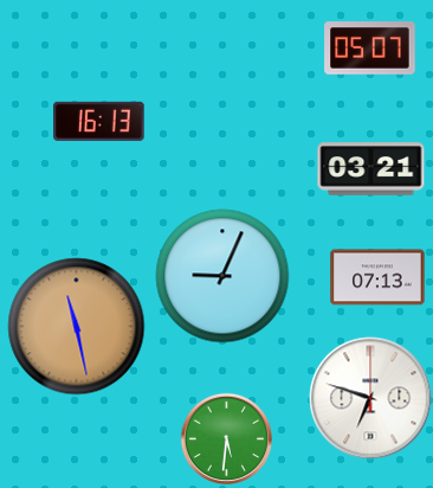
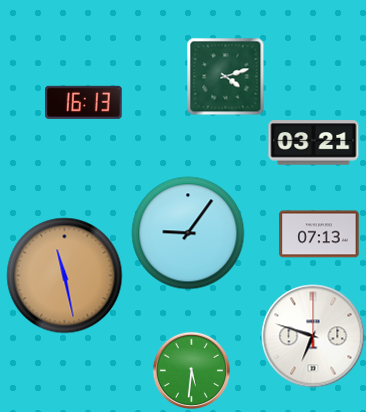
clock at (370, 49): 05:07 -> none
clock at (225, 76): none -> 4:12
clock at (222, 276): 9:04 -> 9:06
